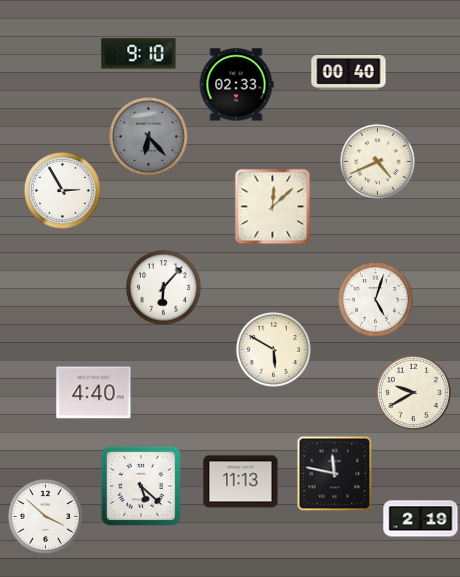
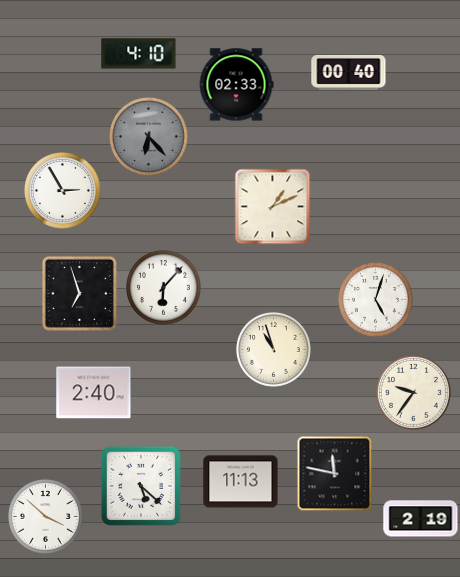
clock at (139, 54): 9:10 -> 4:10
clock at (377, 161): 4:41 -> none
clock at (273, 207): 12:08 -> 1:11
clock at (79, 293): none -> 6:57
clock at (273, 349): 5:50 -> 10:57
clock at (413, 392): 9:40 -> 9:36
clock at (94, 393): 4:40 -> 2:40
